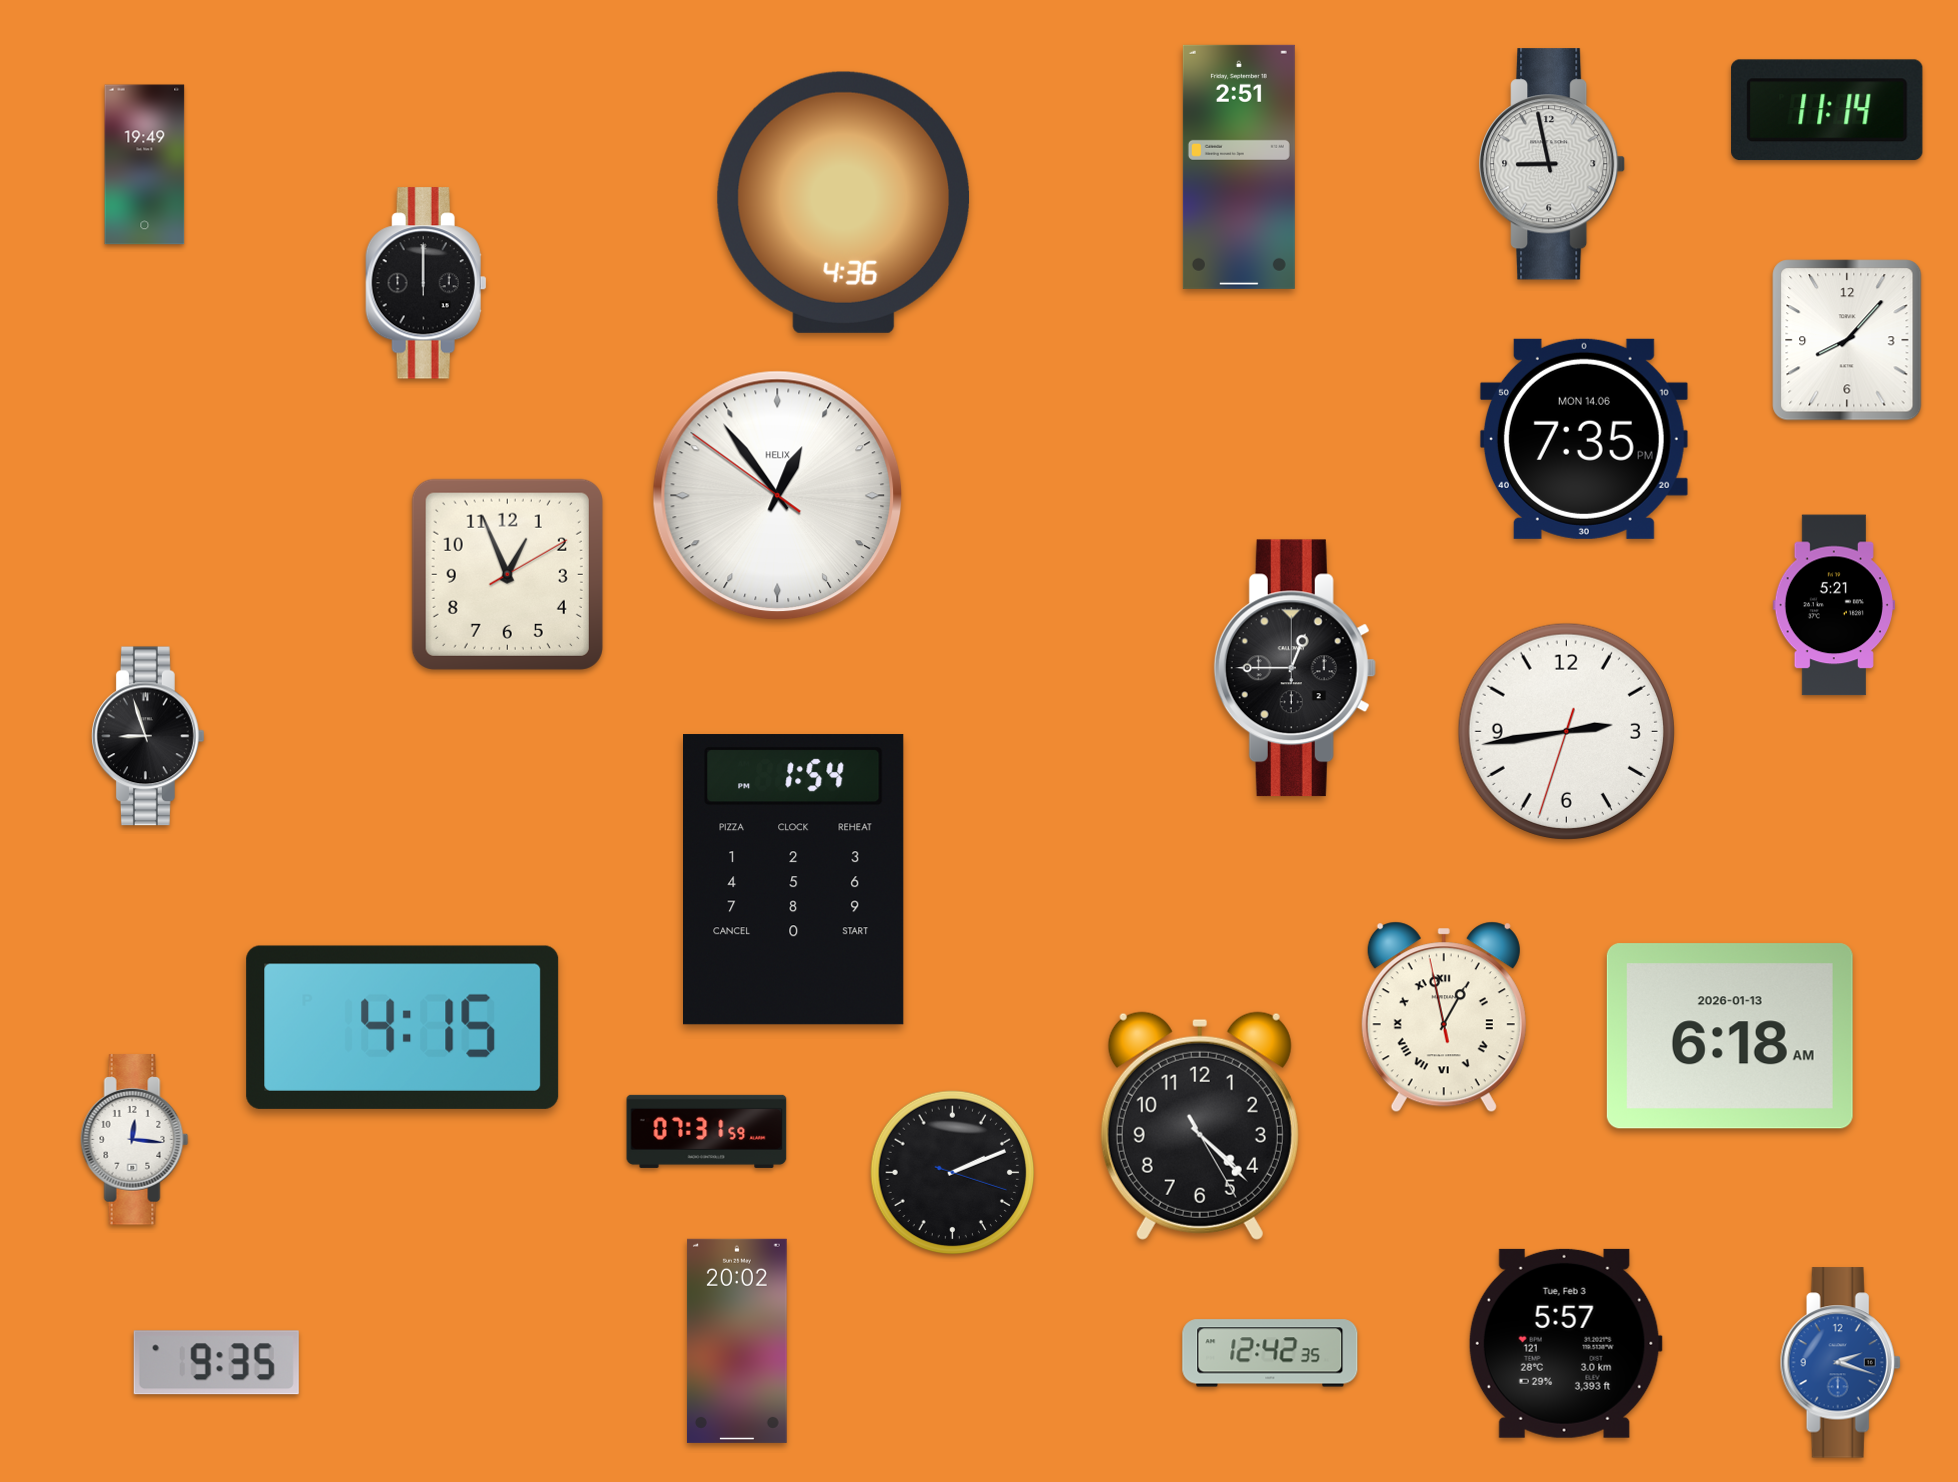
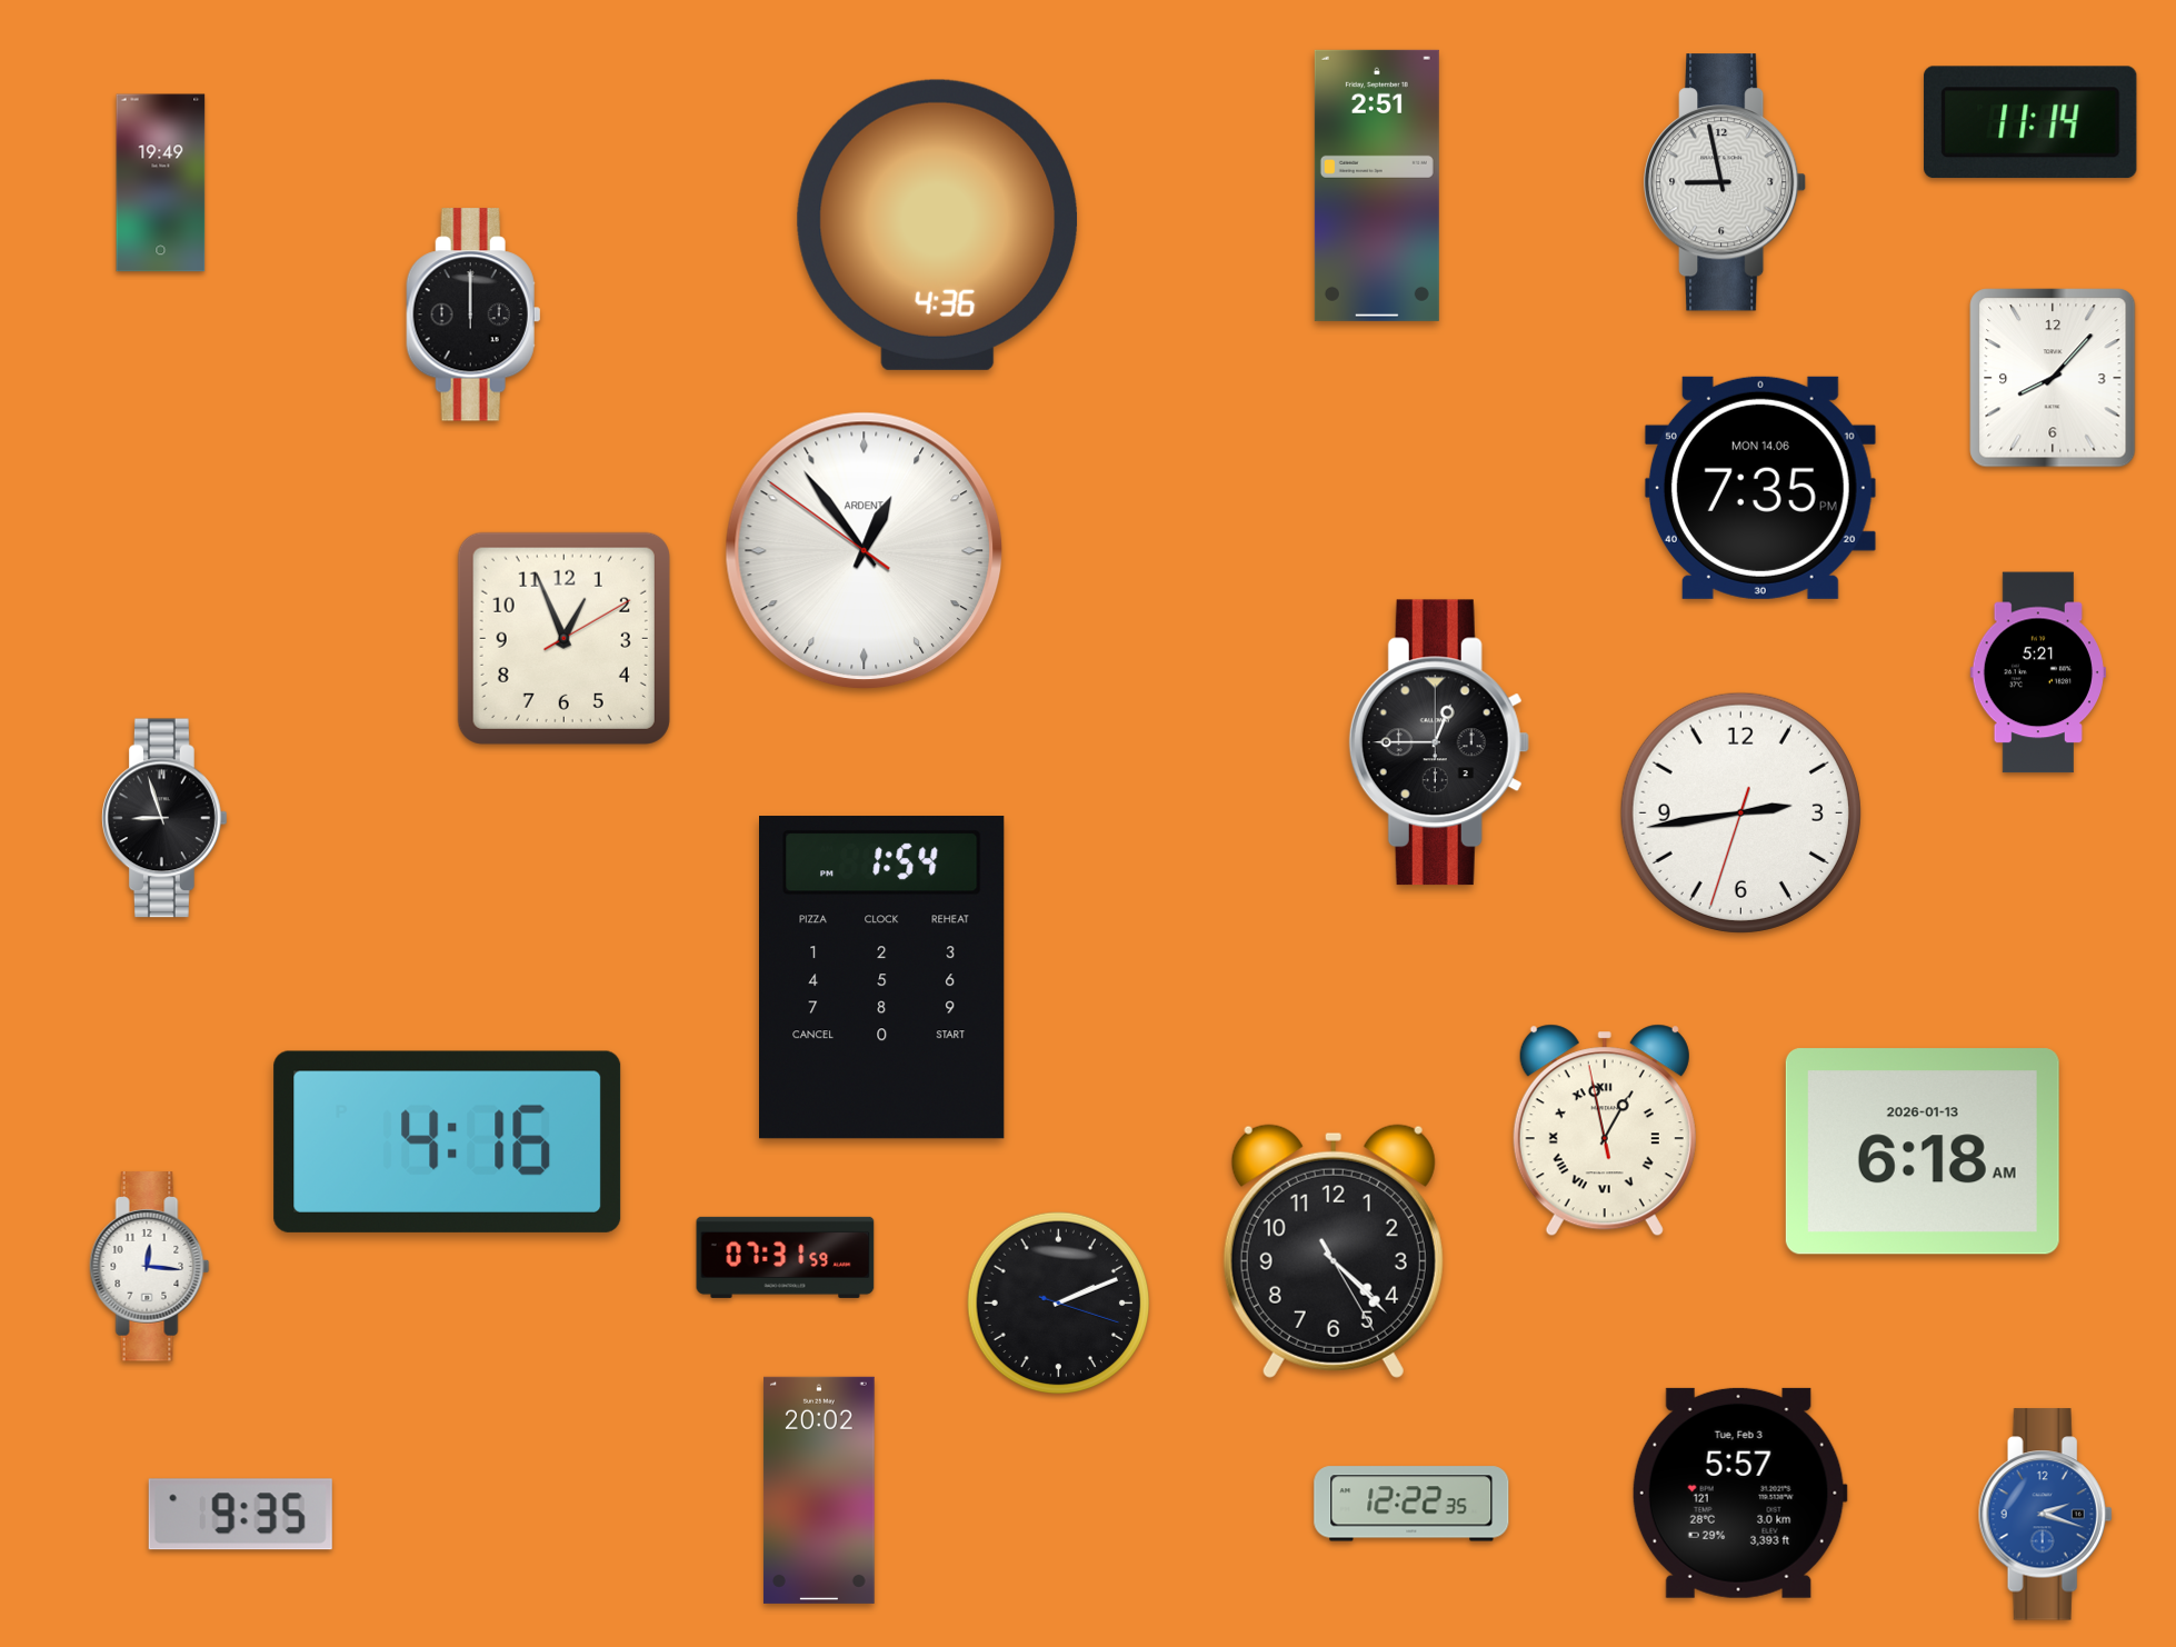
clock at (778, 496) brand: HELIX -> ARDENT
clock at (403, 1027): 4:15 -> 4:16
clock at (1270, 1353): 12:42 -> 12:22
